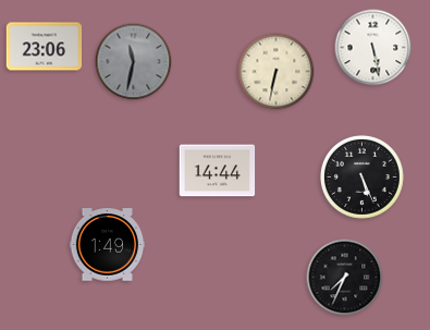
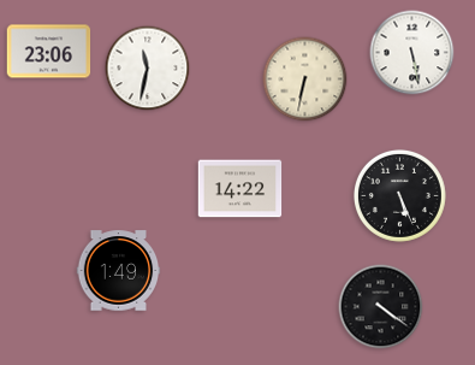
clock at (134, 62) dial: grey -> white
clock at (218, 171): 14:44 -> 14:22
clock at (345, 278): 7:34 -> 4:21
